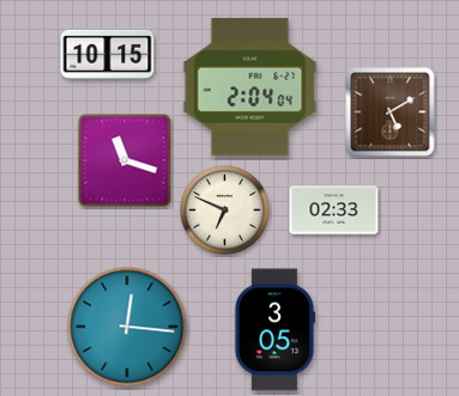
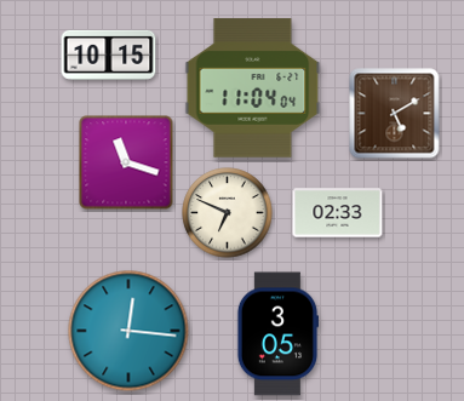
clock at (250, 87): 2:04 -> 11:04
